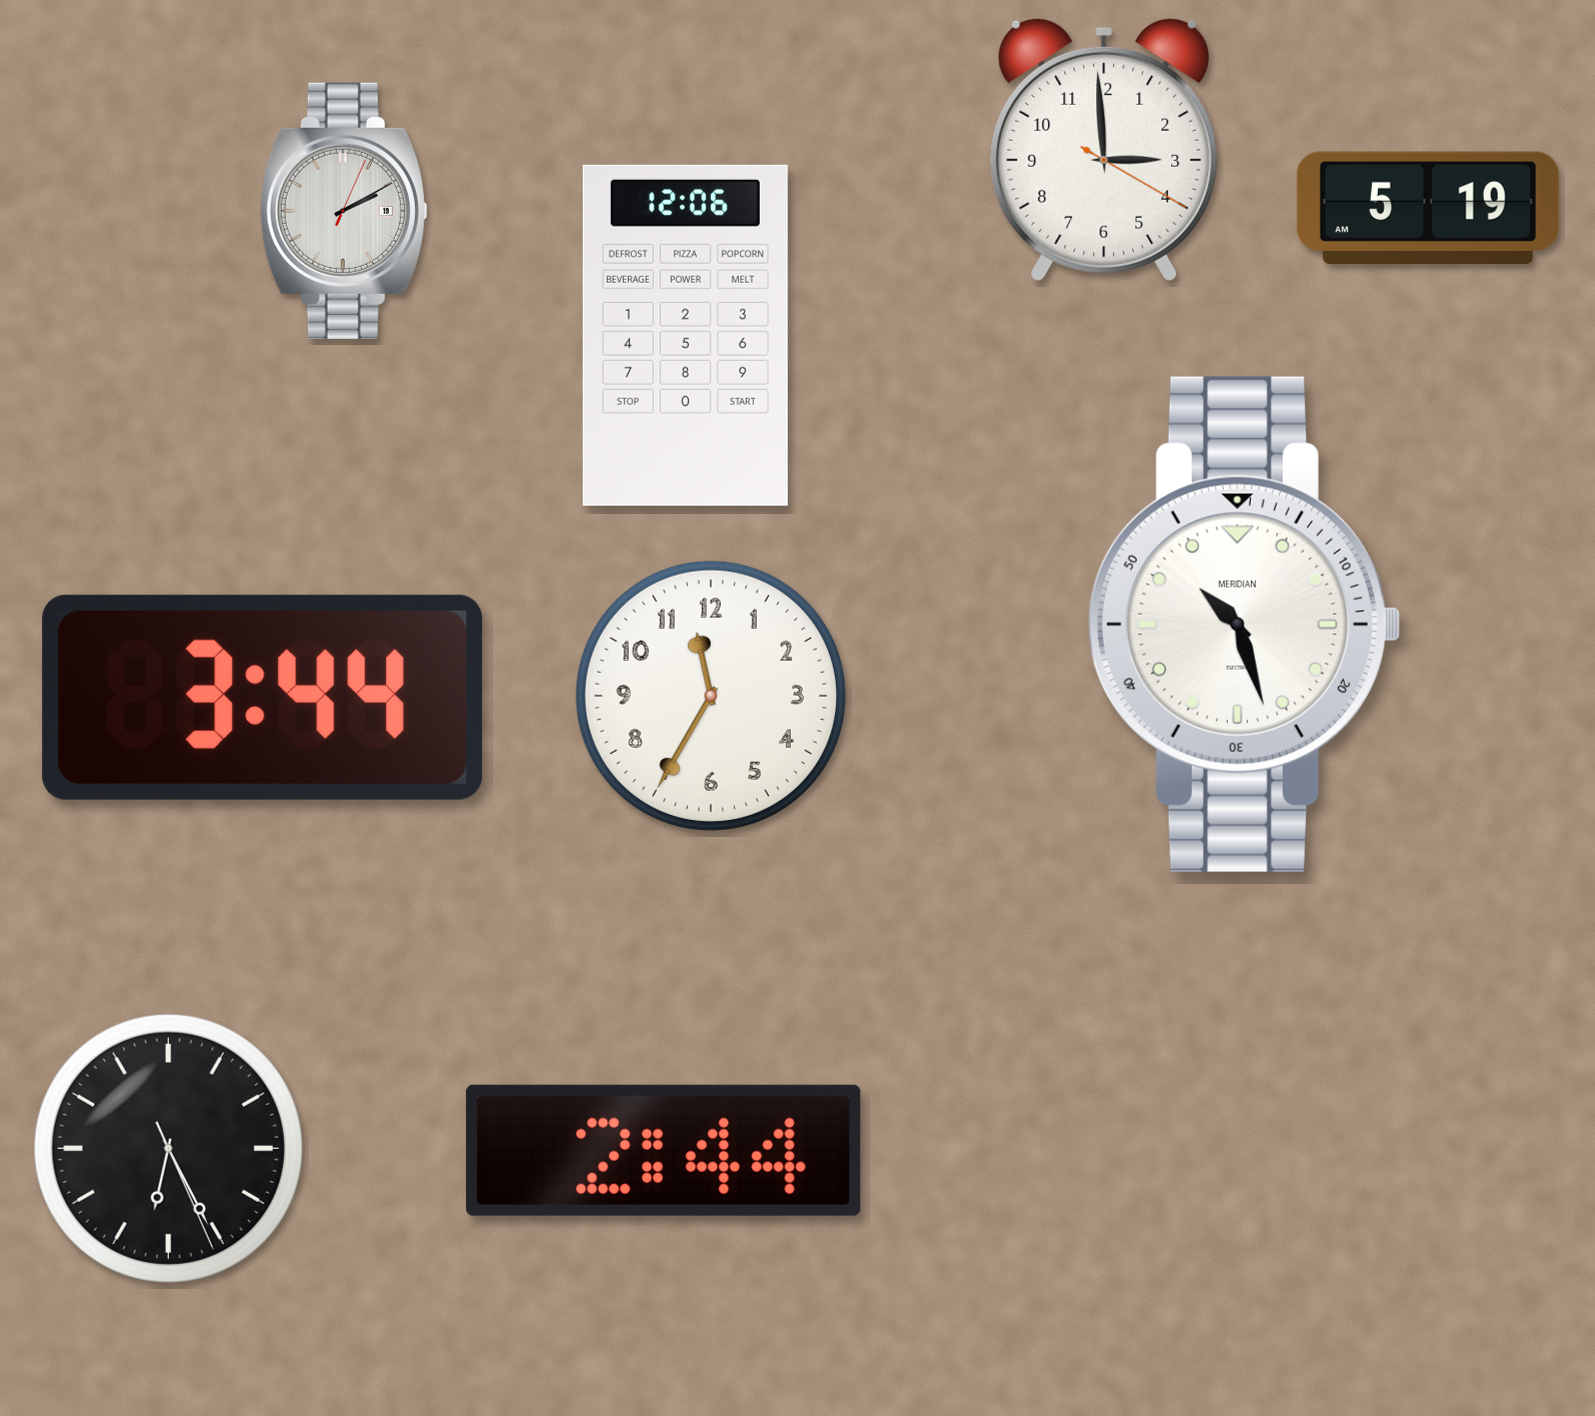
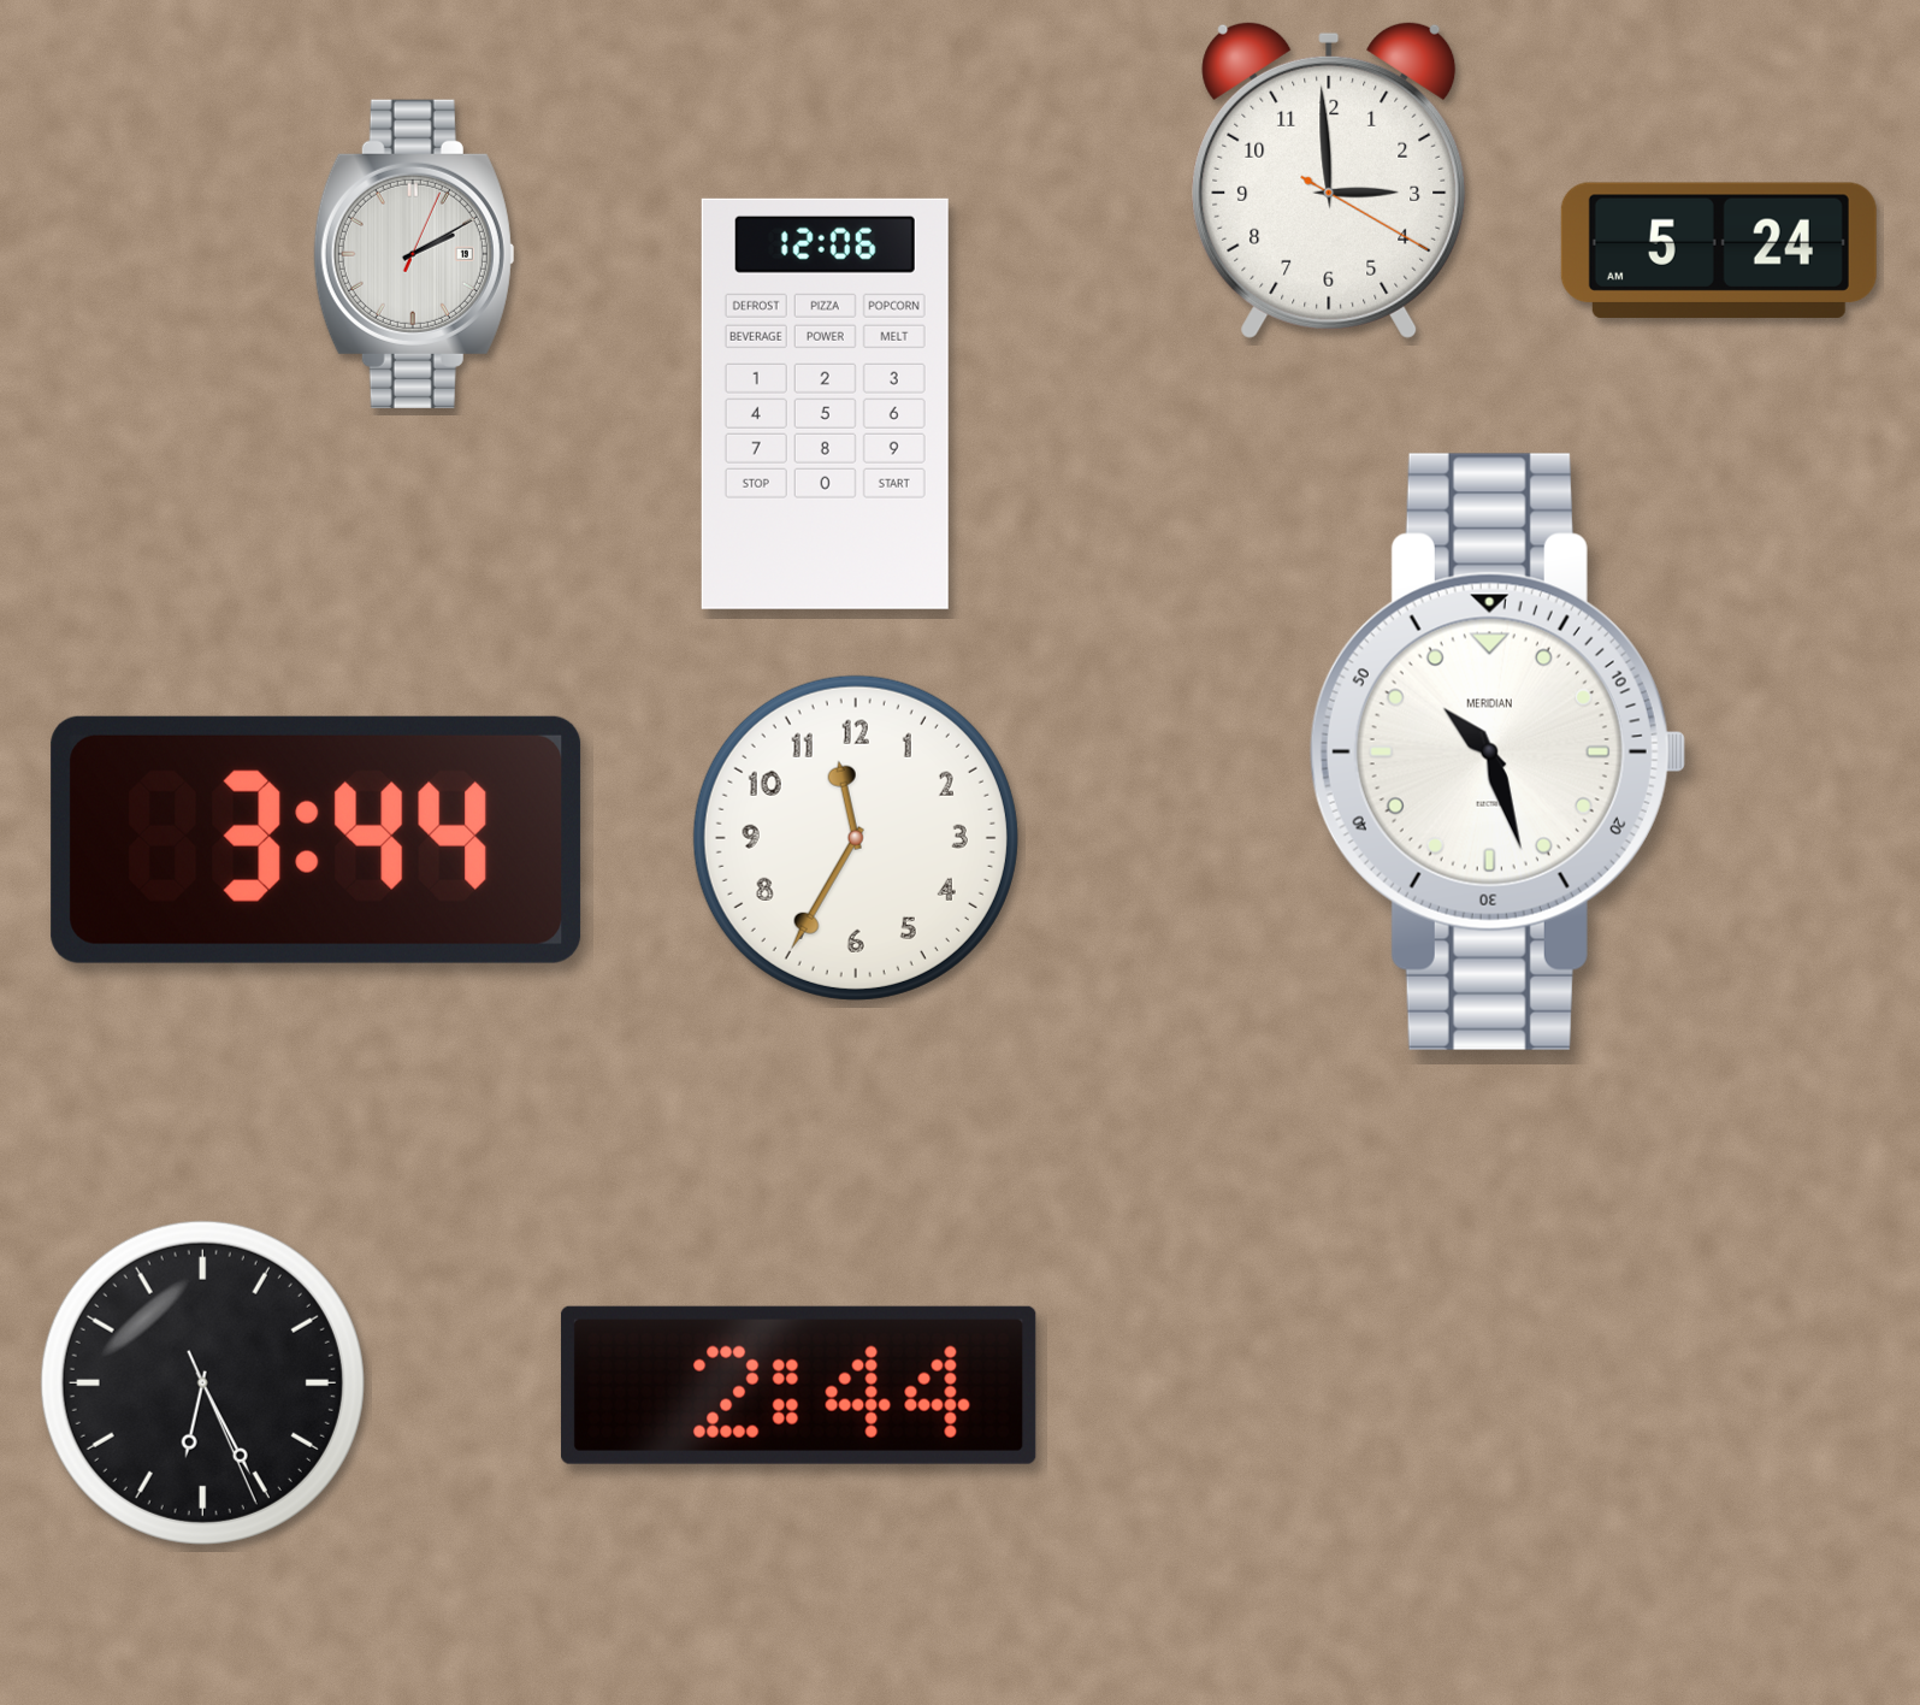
clock at (1428, 208): 5:19 -> 5:24
